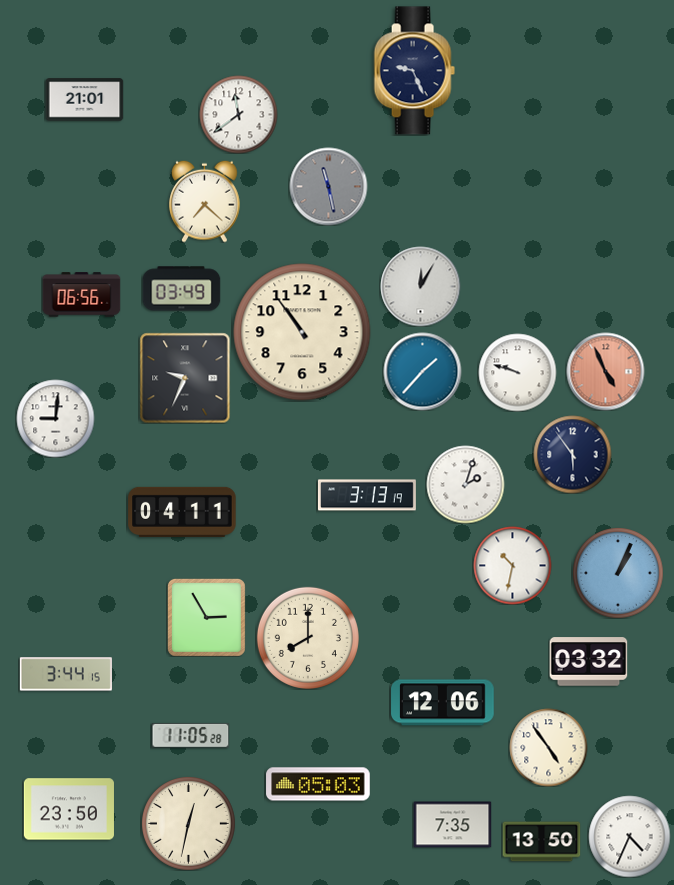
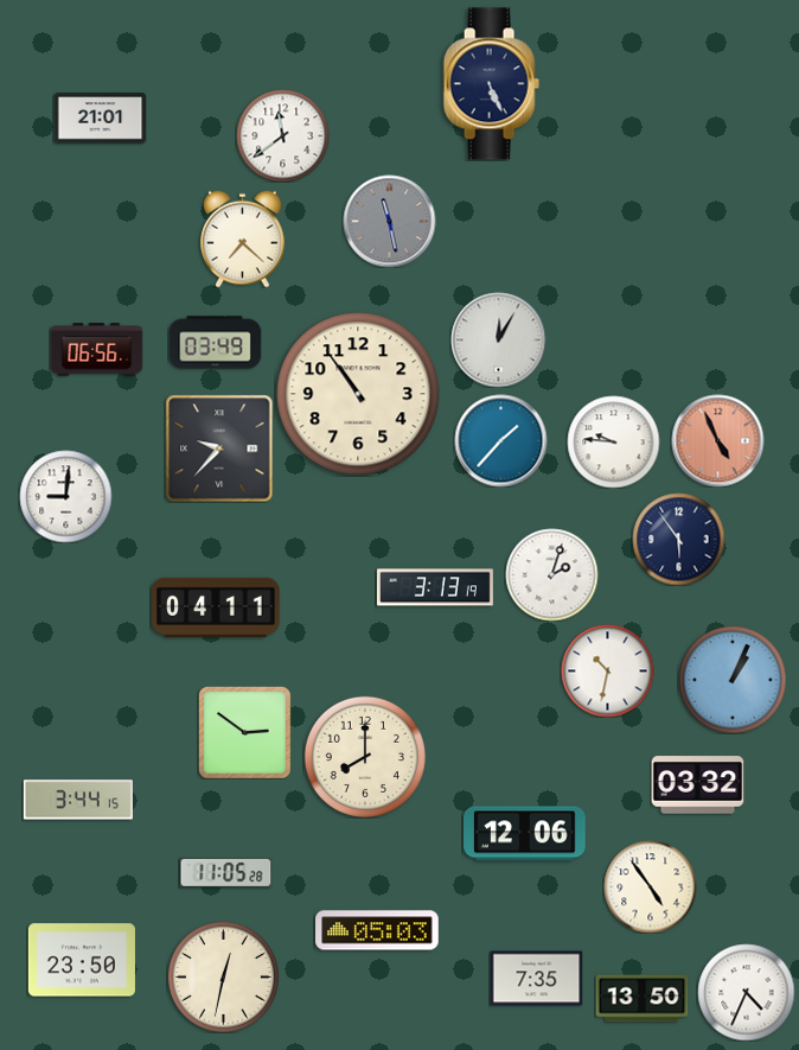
clock at (414, 71): 9:26 -> 5:26
clock at (517, 372): 9:48 -> 9:46
clock at (185, 378): 9:34 -> 9:37
clock at (206, 617): 2:55 -> 2:51
